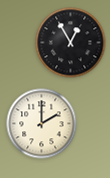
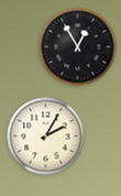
clock at (42, 124): 2:00 -> 2:05
